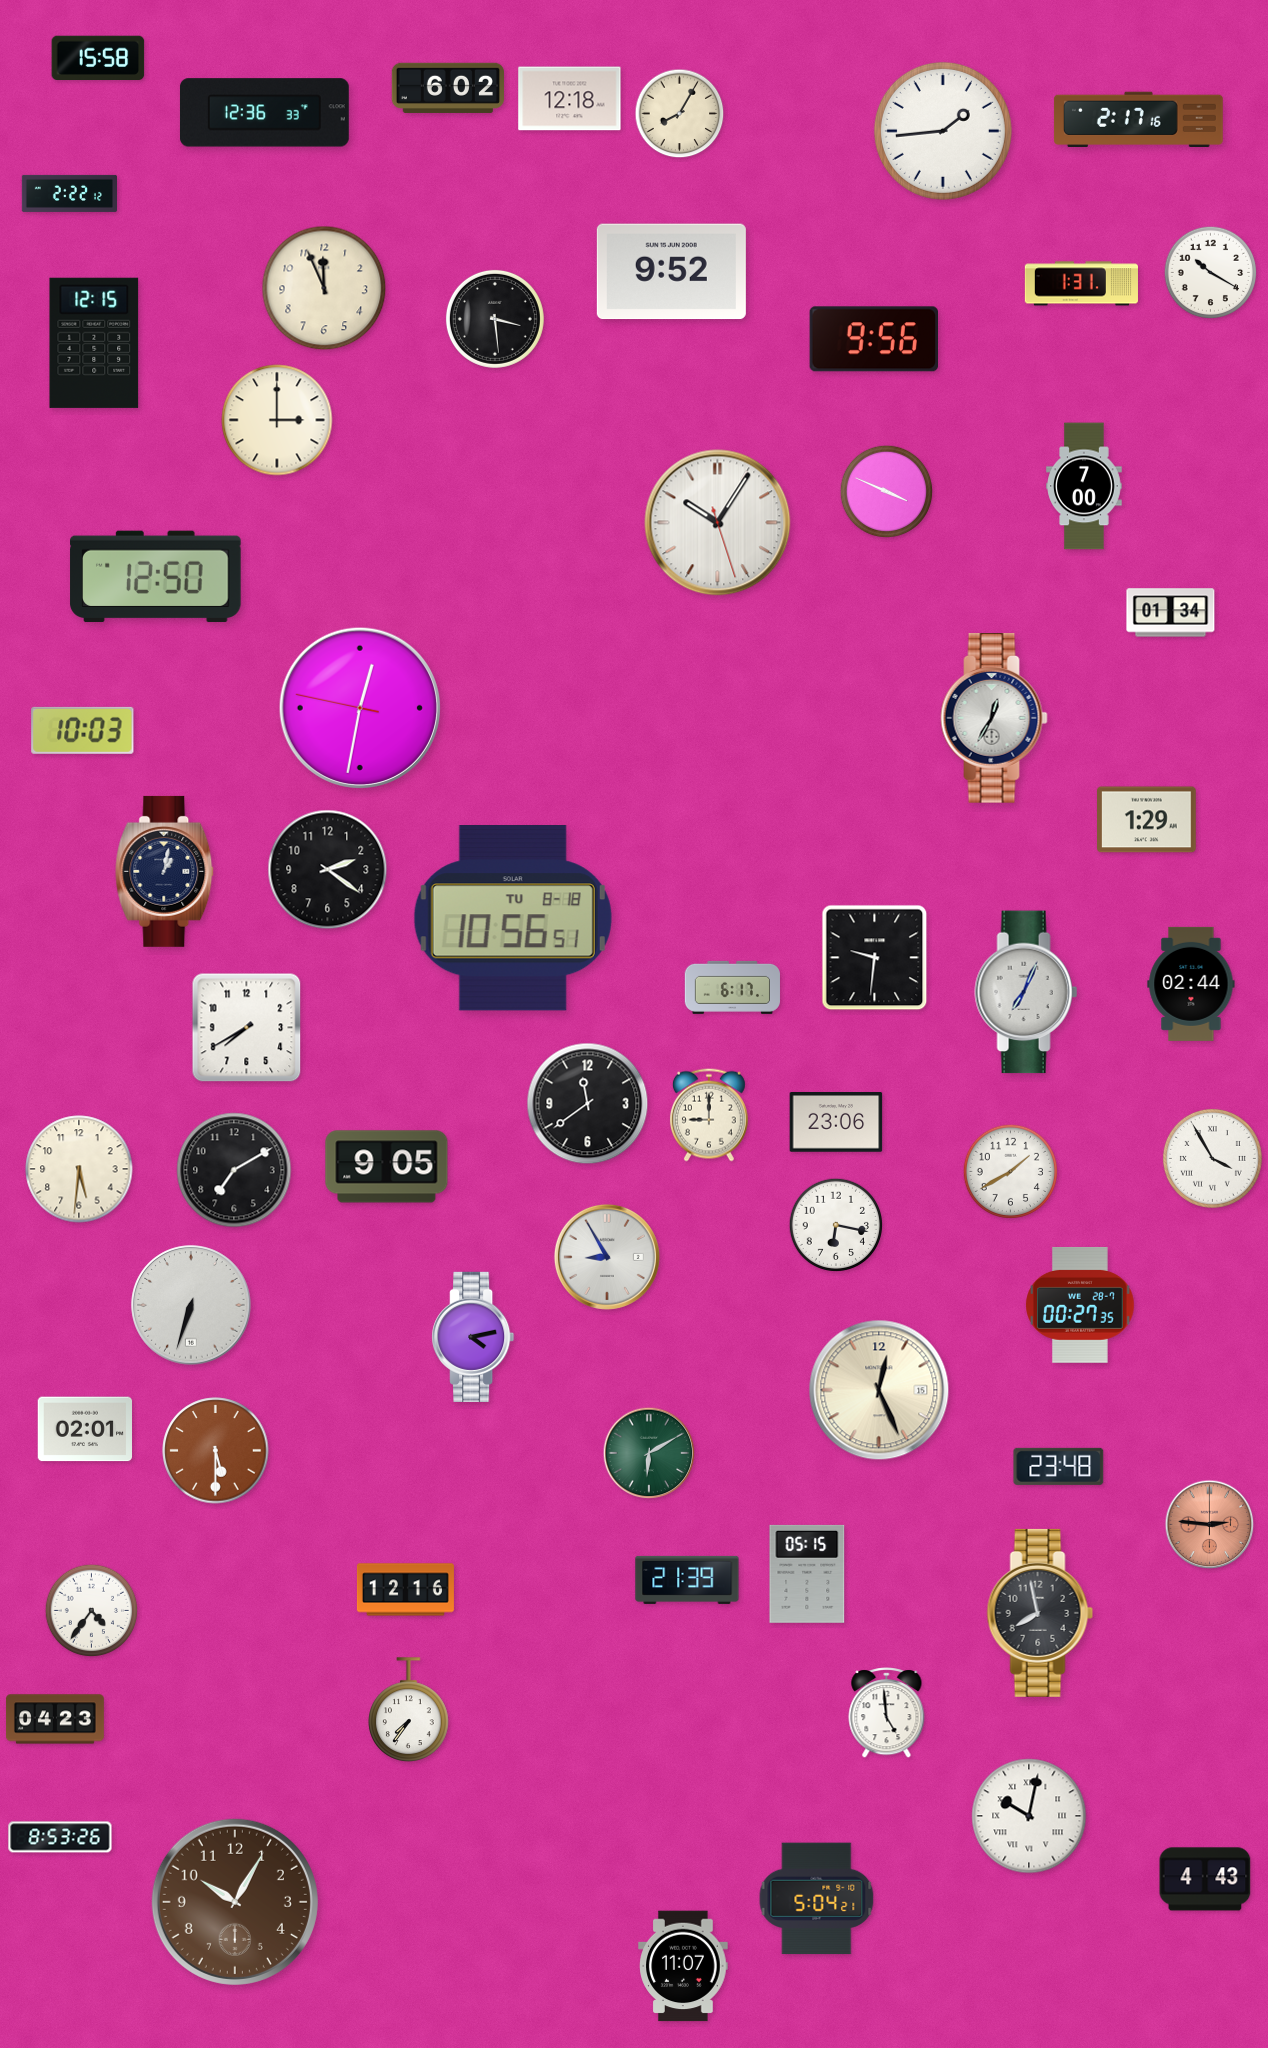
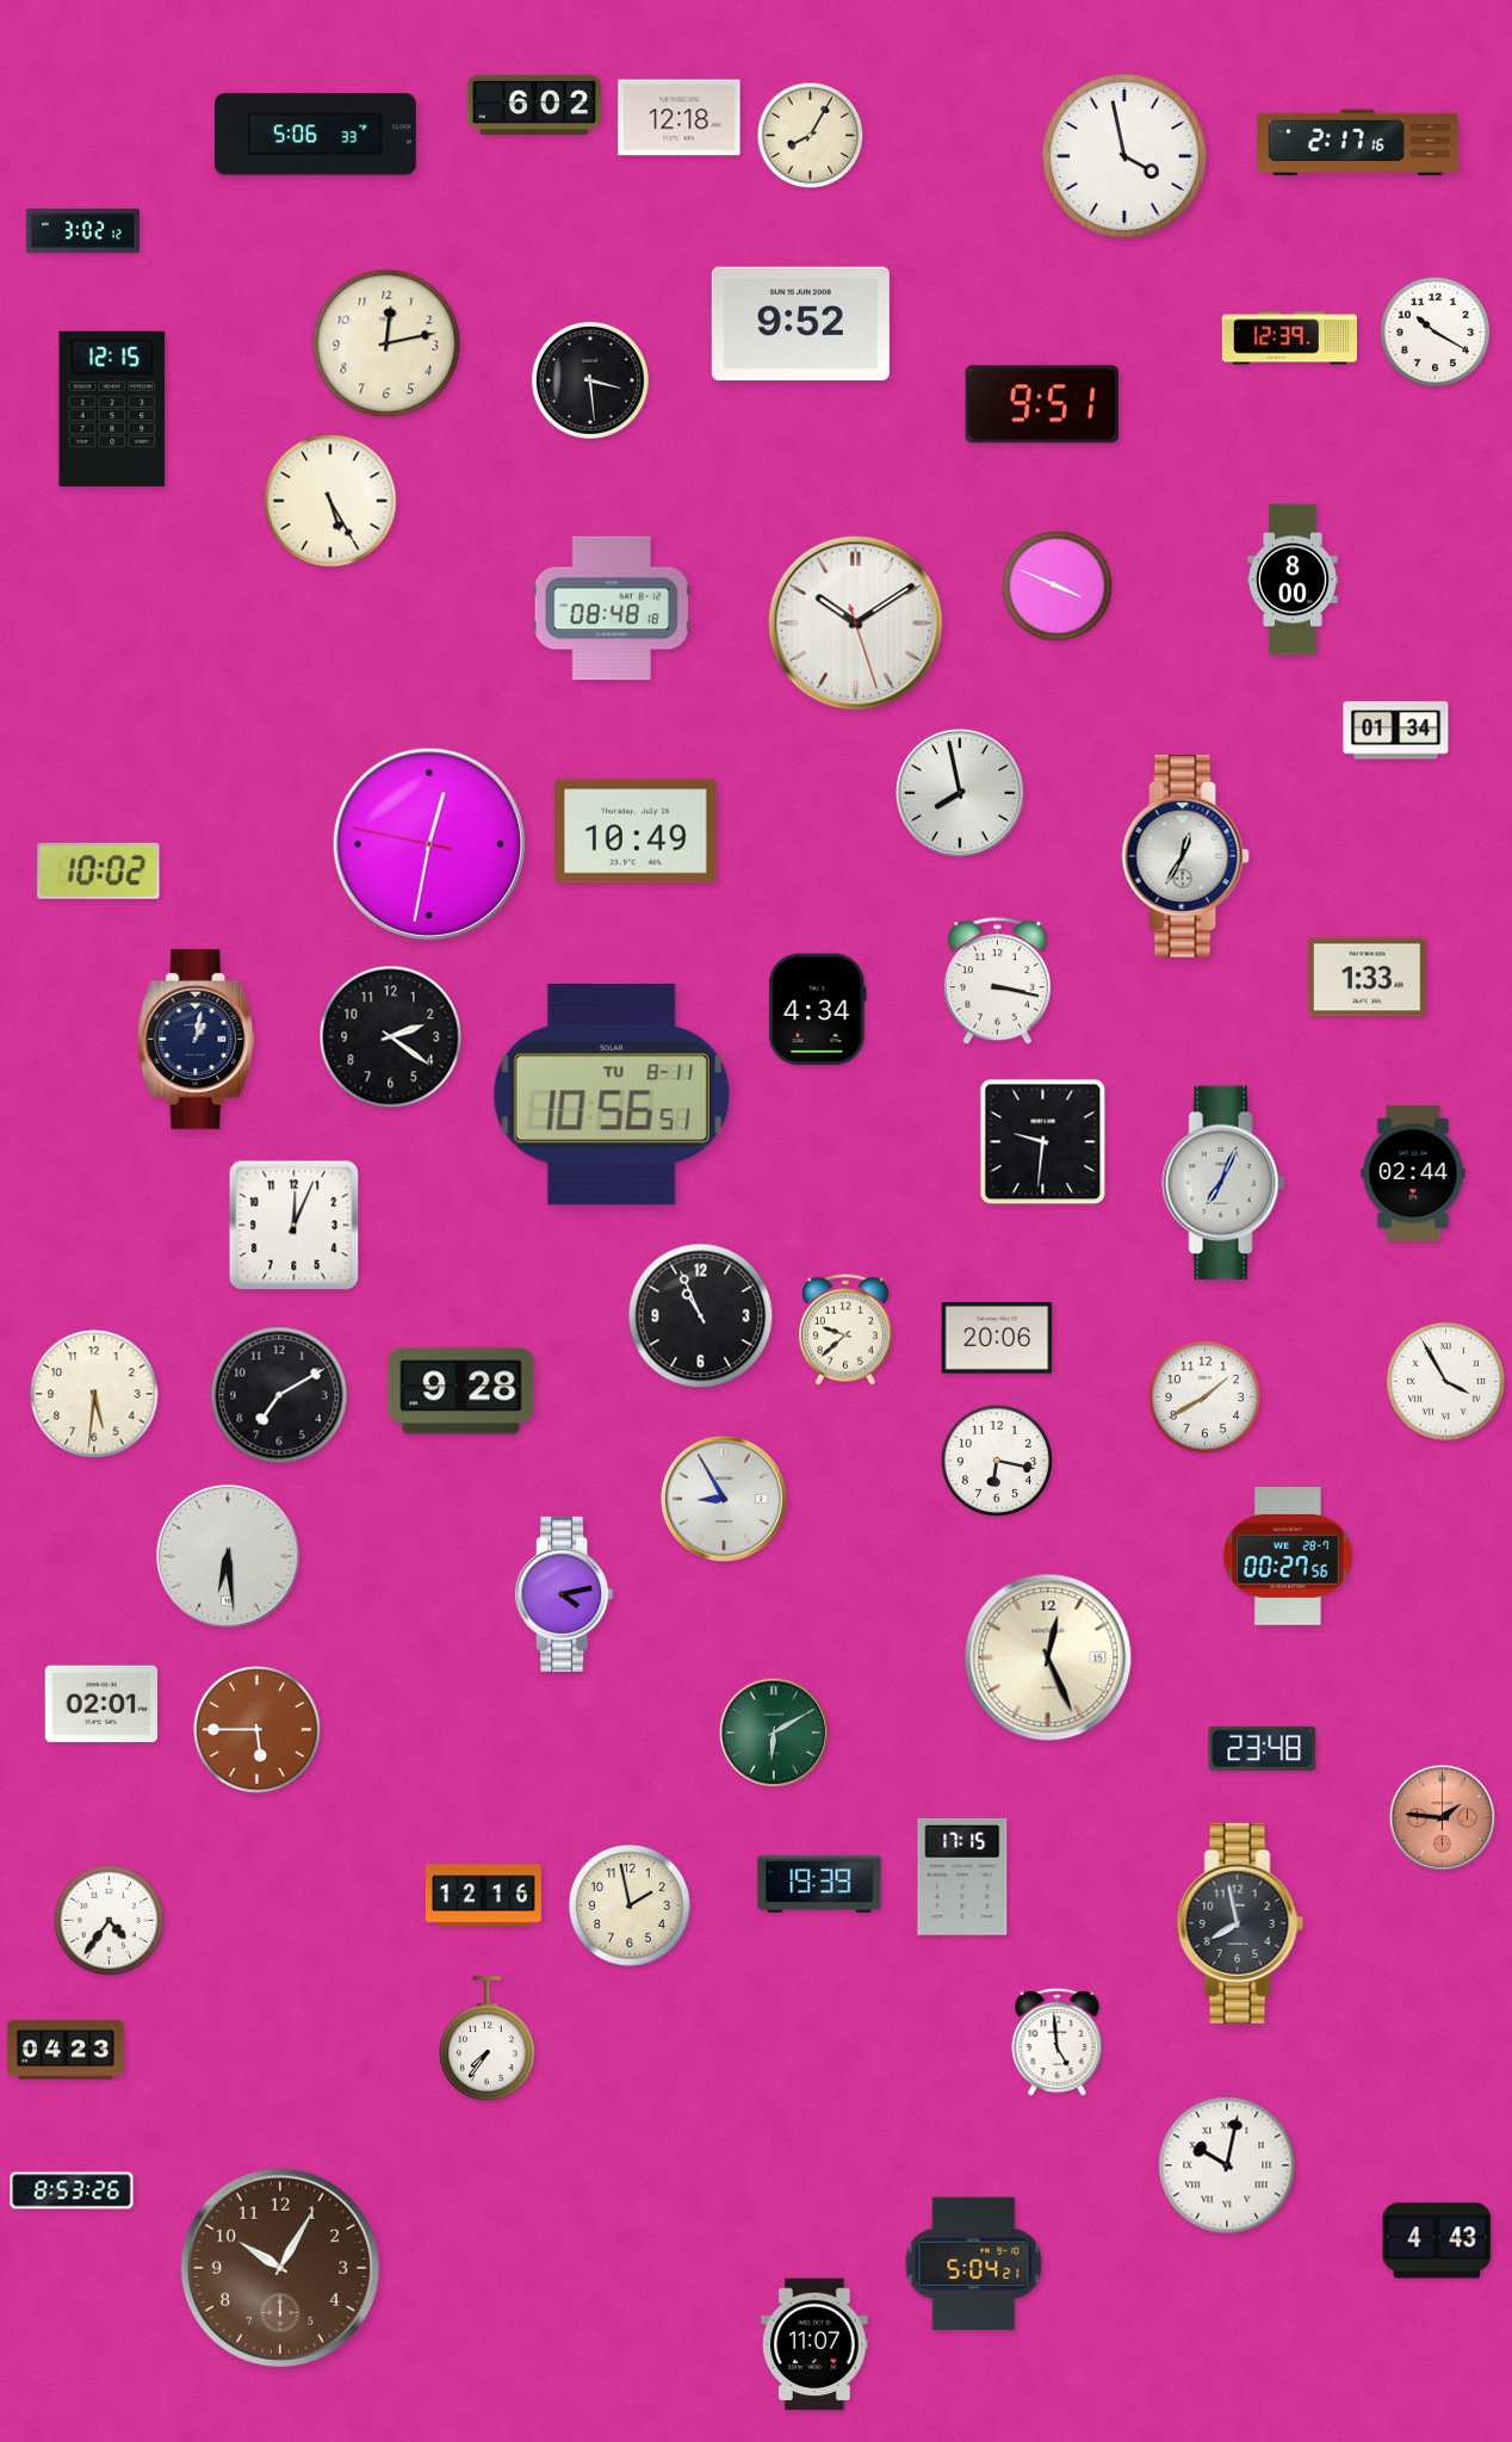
clock at (98, 57): 15:58 -> none
clock at (264, 113): 12:36 -> 5:06
clock at (943, 131): 1:44 -> 3:58
clock at (69, 193): 2:22 -> 3:02
clock at (1211, 273) position: (1211, 273) -> (1436, 333)
clock at (1081, 284): 1:31 -> 12:39
clock at (324, 288): 11:56 -> 12:13
clock at (873, 339): 9:56 -> 9:51
clock at (277, 420): 3:00 -> 5:25
clock at (1084, 486): 7:00 -> 8:00
clock at (612, 608): none -> 08:48
clock at (718, 523): 10:05 -> 10:09
clock at (156, 577): 12:50 -> none
clock at (960, 793): none -> 7:58
clock at (636, 831): none -> 10:49
clock at (83, 730): 10:03 -> 10:02
clock at (1147, 820): 1:29 -> 1:33
clock at (997, 981): none -> 3:17
clock at (818, 1010): none -> 4:34
clock at (513, 918) date: TU 8-18 -> TU 8-11
clock at (1191, 984) position: (1191, 984) -> (1413, 1173)
clock at (732, 987): 6:17 -> none
clock at (247, 1028): 7:40 -> 12:04
clock at (588, 1104): 11:39 -> 10:56
clock at (709, 1115): 9:00 -> 9:38
clock at (836, 1122): 23:06 -> 20:06
clock at (387, 1167): 9:05 -> 9:28
clock at (191, 1305): 6:33 -> 6:29
clock at (1080, 1305): 00:27:35 -> 00:27:56
clock at (216, 1451): 5:30 -> 5:45
clock at (1210, 1525): 2:46 -> 1:46
clock at (807, 1574): 05:15 -> 17:15
clock at (687, 1580): 21:39 -> 19:39
clock at (631, 1907): none -> 1:58
